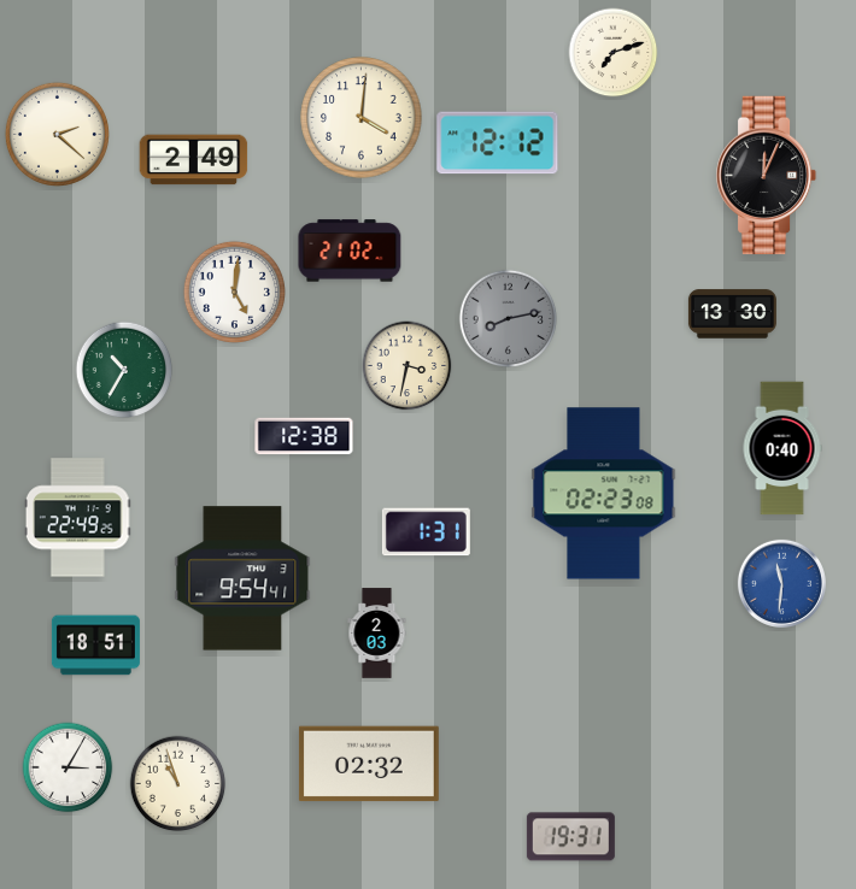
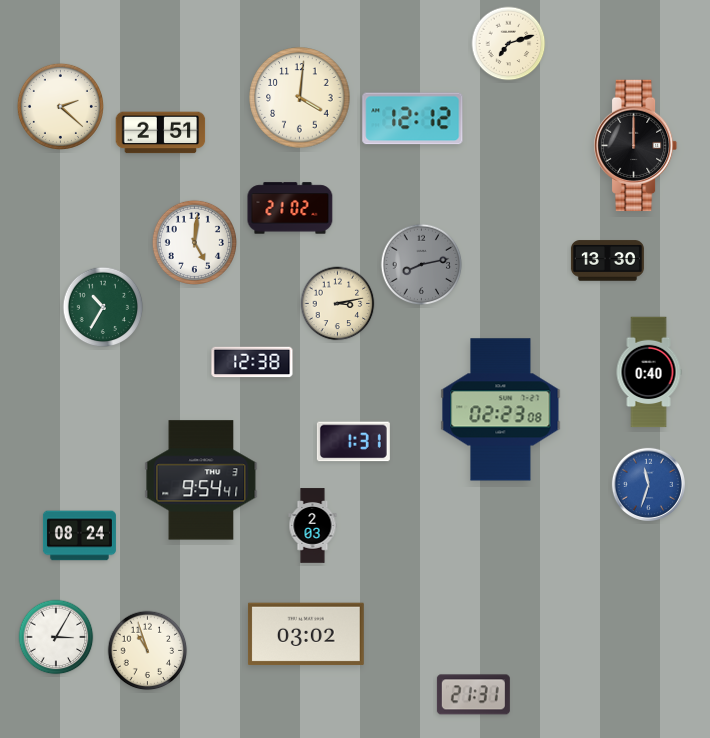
clock at (57, 134) position: (57, 134) -> (60, 106)
clock at (194, 160): 2:49 -> 2:51
clock at (767, 176): 12:04 -> 12:00
clock at (408, 366): 3:32 -> 3:13
clock at (77, 518): 22:49 -> none
clock at (781, 583): 11:31 -> 11:33
clock at (95, 646): 18:51 -> 08:24
clock at (369, 764): 02:32 -> 03:02
clock at (570, 837): 19:31 -> 21:31
